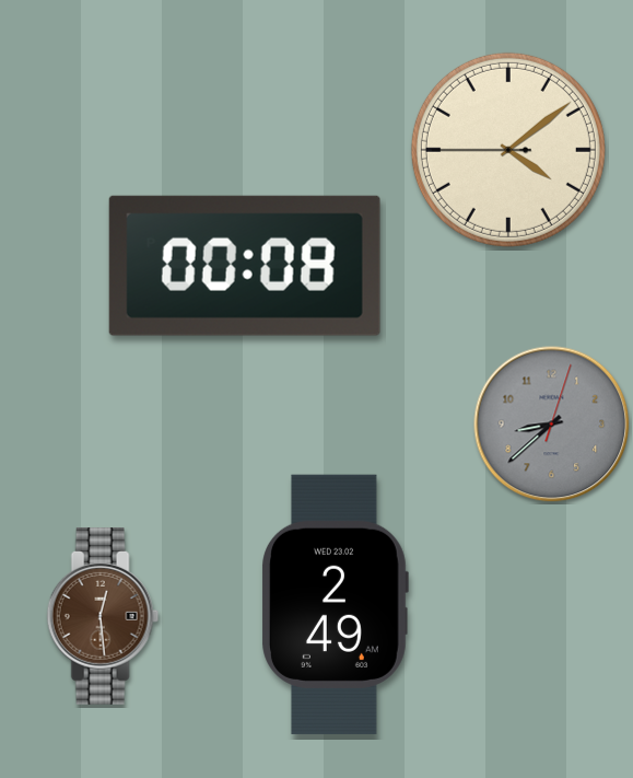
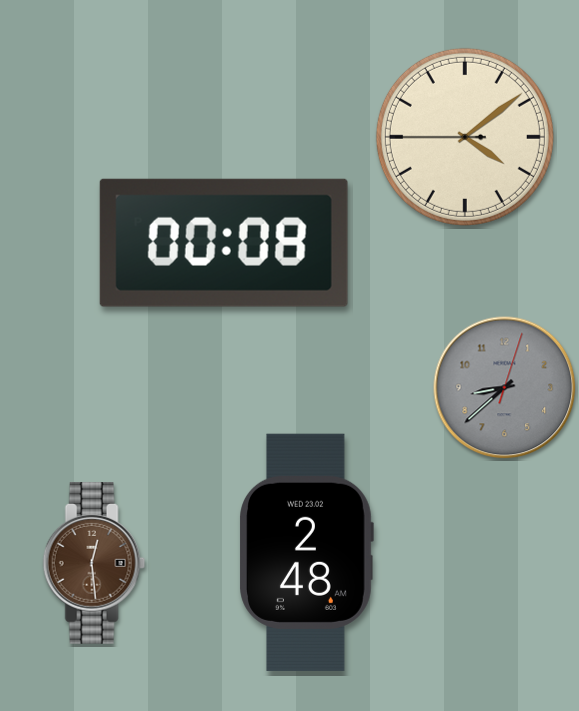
clock at (335, 604): 2:49 -> 2:48
